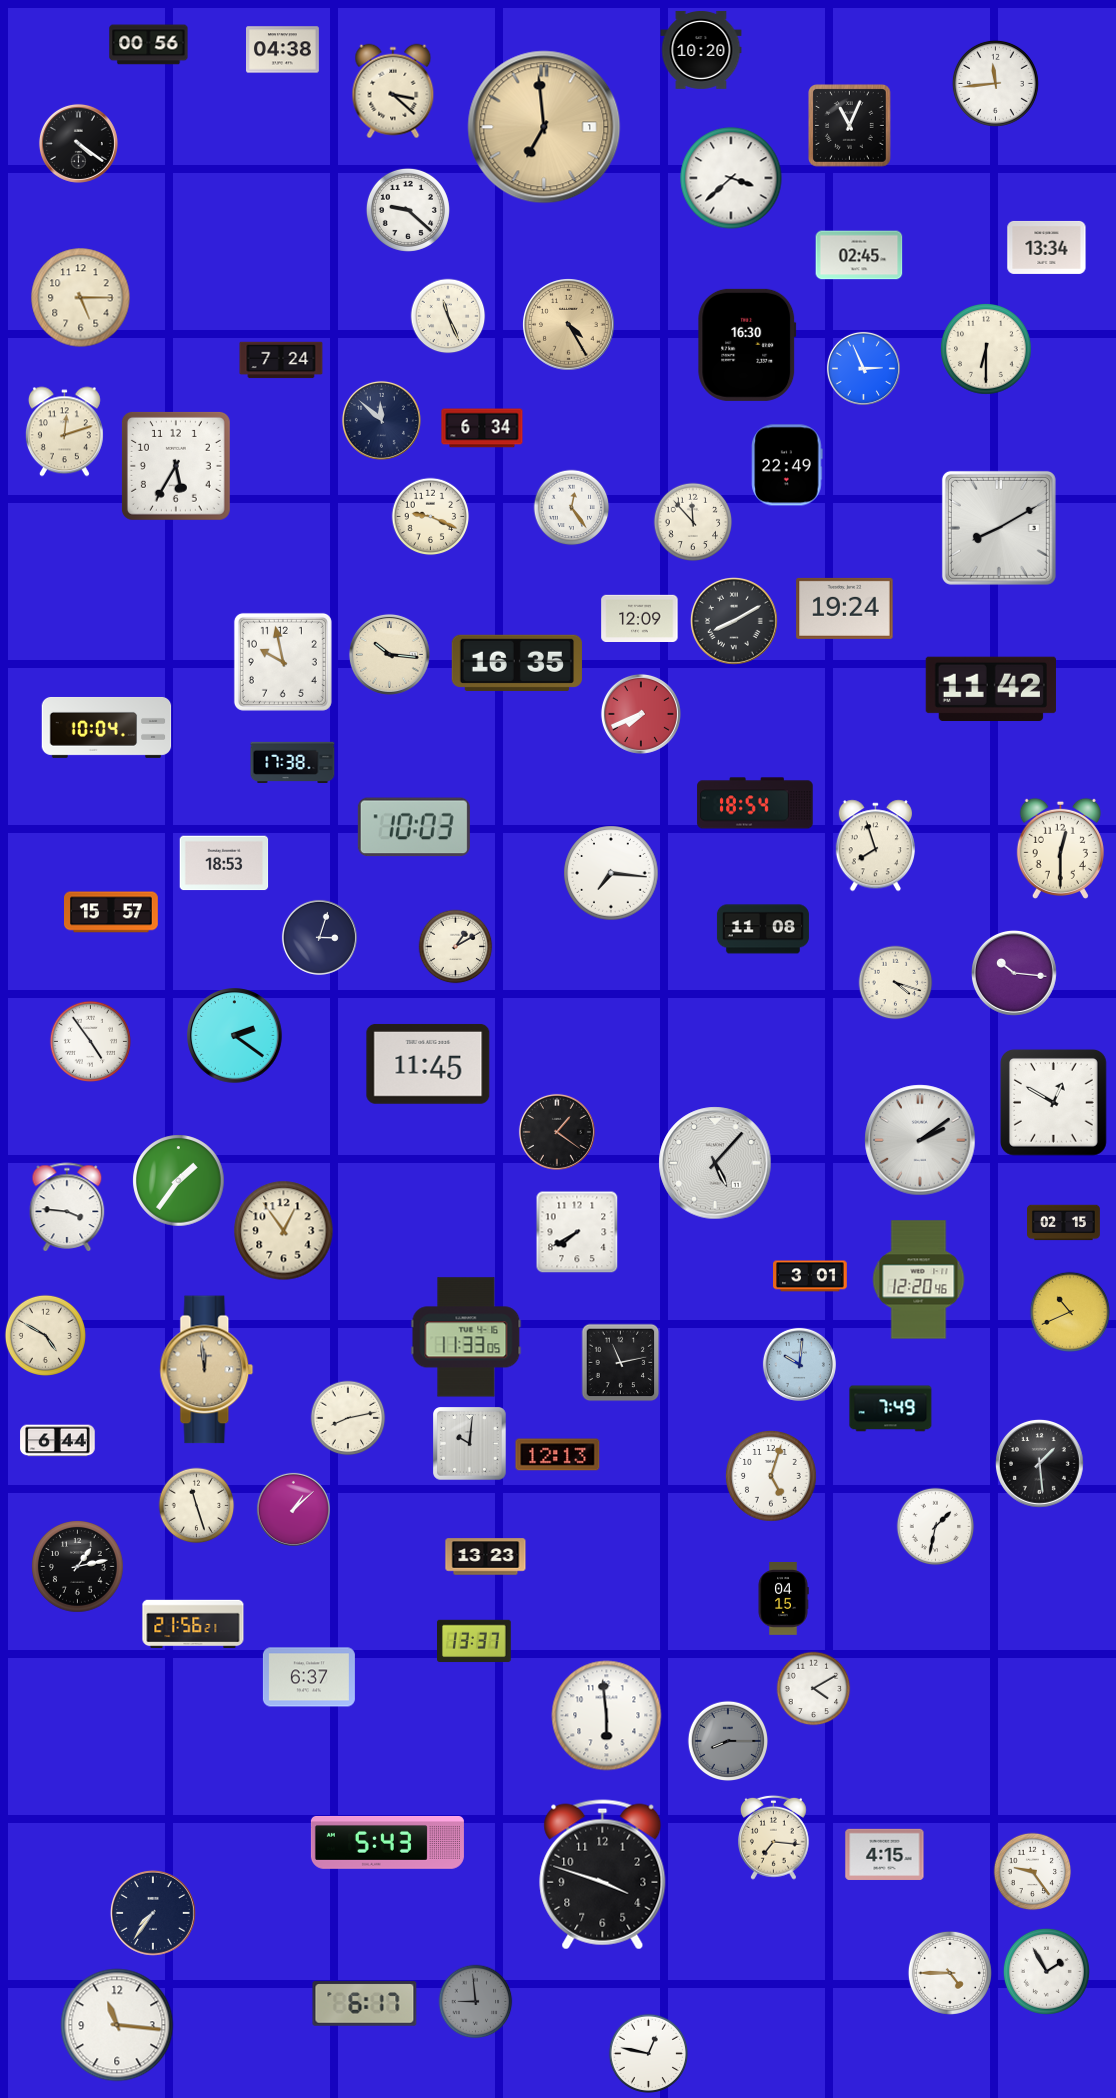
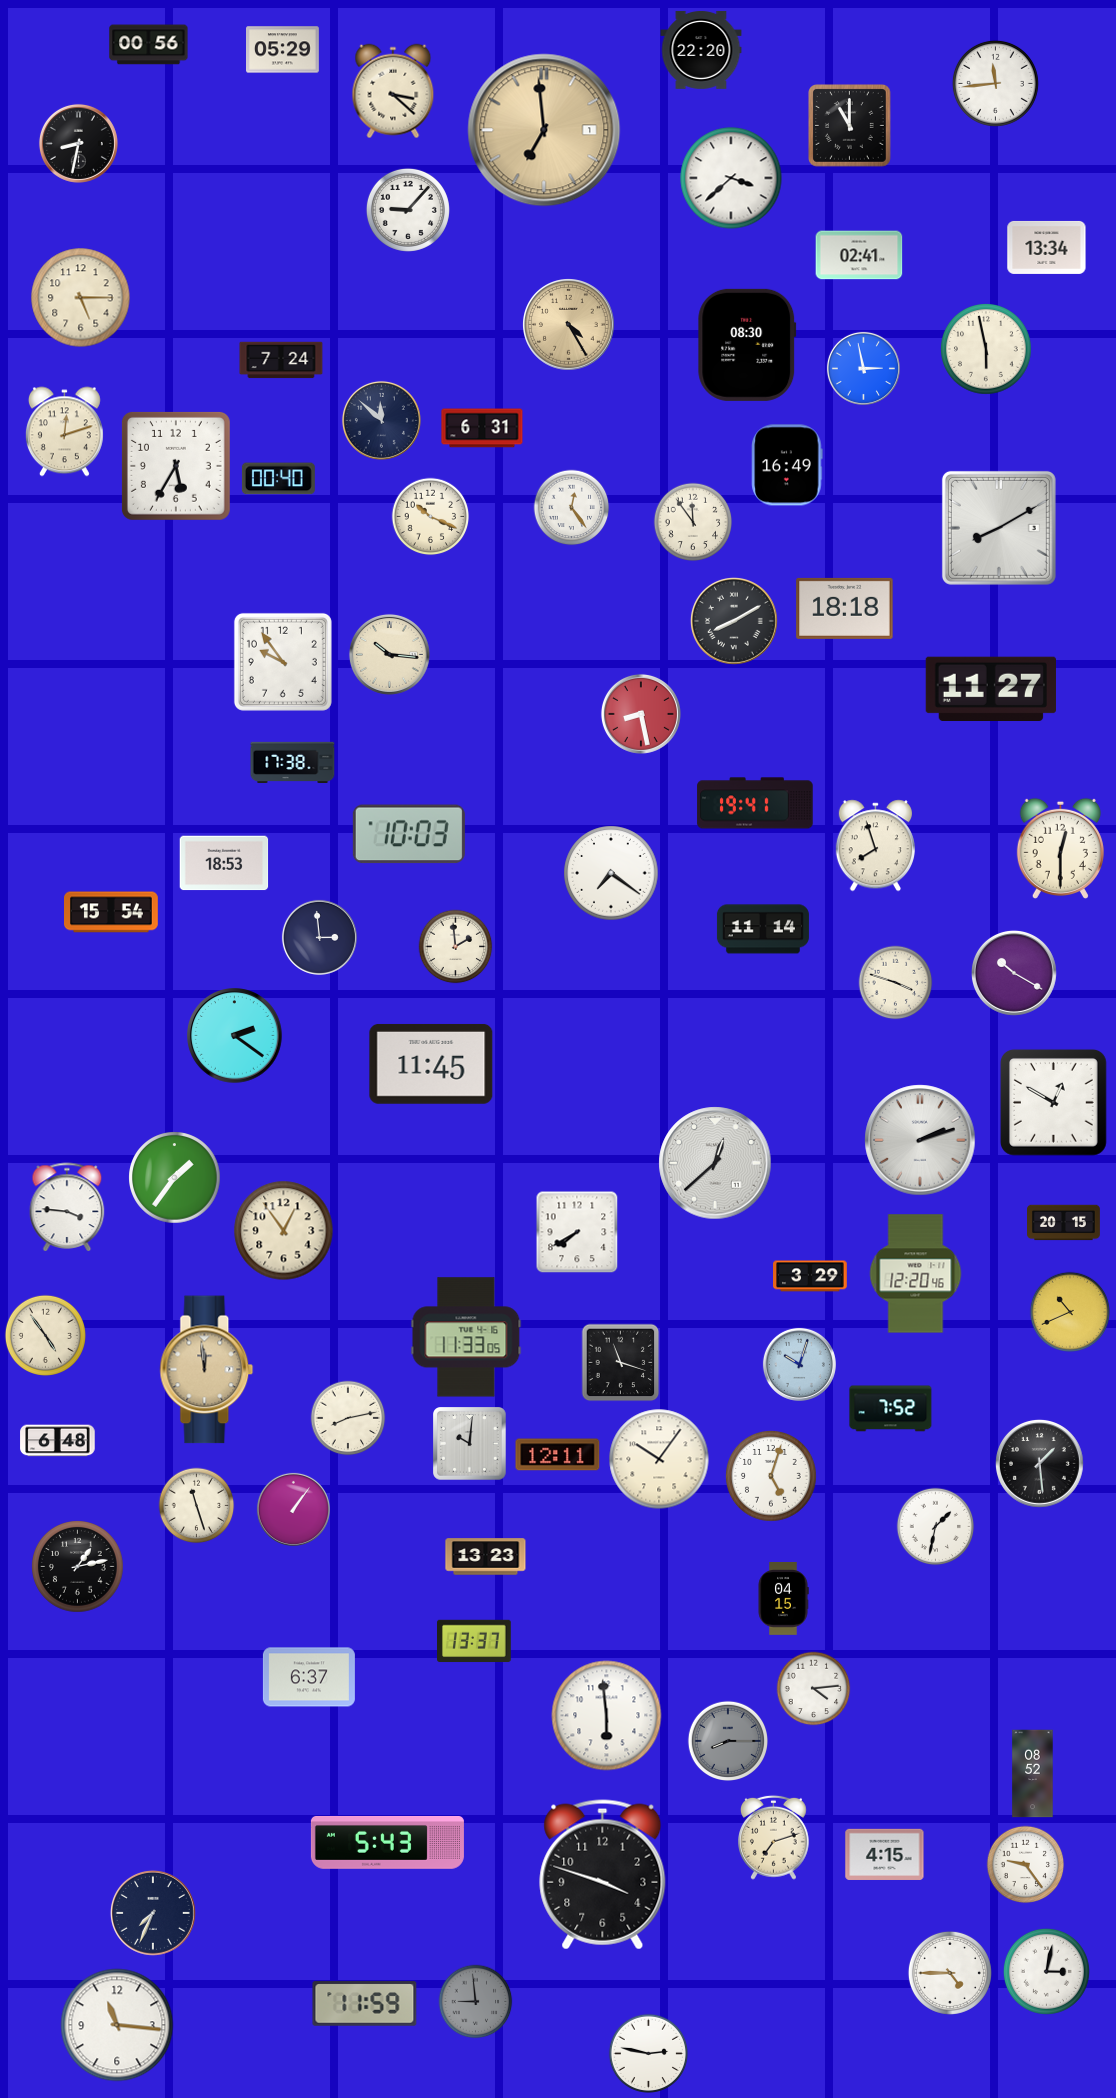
clock at (283, 50): 04:38 -> 05:29
clock at (701, 50): 10:20 -> 22:20
clock at (850, 126): 11:04 -> 11:00
clock at (544, 127) position: (544, 127) -> (544, 130)
clock at (78, 143): 4:21 -> 8:32
clock at (408, 210): 9:22 -> 9:07
clock at (859, 255): 02:45 -> 02:41
clock at (448, 316): 11:26 -> none
clock at (747, 345): 16:30 -> 08:30
clock at (987, 350): 6:30 -> 5:58
clock at (863, 368): 2:56 -> 2:58
clock at (482, 428): 6:34 -> 6:31
clock at (787, 465): 22:49 -> 16:49
clock at (278, 479): none -> 00:40
clock at (431, 517): 9:19 -> 10:19
clock at (693, 522): 11:53 -> 11:54
clock at (845, 608): 19:24 -> 18:18
clock at (640, 619): 12:09 -> none
clock at (283, 662): 9:58 -> 9:54
clock at (517, 663): 16:35 -> none
clock at (991, 688): 11:42 -> 11:27
clock at (641, 714): 7:41 -> 8:28
clock at (107, 727): 10:04 -> none
clock at (755, 803): 18:54 -> 19:41
clock at (414, 827) position: (414, 827) -> (409, 834)
clock at (611, 873): 7:16 -> 7:21
clock at (112, 912): 15:57 -> 15:54
clock at (763, 929): 11:08 -> 11:14
clock at (319, 937): 3:03 -> 2:59
clock at (456, 947): 1:10 -> 1:59
clock at (1014, 973): 10:16 -> 10:20
clock at (896, 983): 4:18 -> 3:48
clock at (90, 1041): 4:54 -> none
clock at (428, 1064) position: (428, 1064) -> (431, 1064)
clock at (557, 1132): 1:21 -> none
clock at (920, 1140): 2:09 -> 2:12
clock at (715, 1163): 5:07 -> 12:38
clock at (179, 1181) position: (179, 1181) -> (175, 1178)
clock at (1064, 1223): 02:15 -> 20:15
clock at (810, 1276): 3:01 -> 3:29
clock at (919, 1280) position: (919, 1280) -> (916, 1274)
clock at (45, 1335): 4:50 -> 4:54
clock at (621, 1363): 11:13 -> 11:18
clock at (799, 1364): 10:01 -> 10:03
clock at (891, 1409): 7:49 -> 7:52
clock at (58, 1441): 6:44 -> 6:48
clock at (558, 1455): 12:13 -> 12:11
clock at (659, 1459): none -> 10:06
clock at (293, 1509): 1:08 -> 1:06
clock at (193, 1624): 21:56 -> none
clock at (814, 1689): 4:10 -> 4:14
clock at (1033, 1774): none -> 08:52
clock at (774, 1837): 7:16 -> 7:12
clock at (1033, 1872) position: (1033, 1872) -> (1026, 1865)
clock at (153, 1913): 7:36 -> 7:34
clock at (1046, 1971): 1:55 -> 3:02
clock at (365, 2004): 6:17 -> 11:59
clock at (649, 2054): 12:47 -> 2:47
